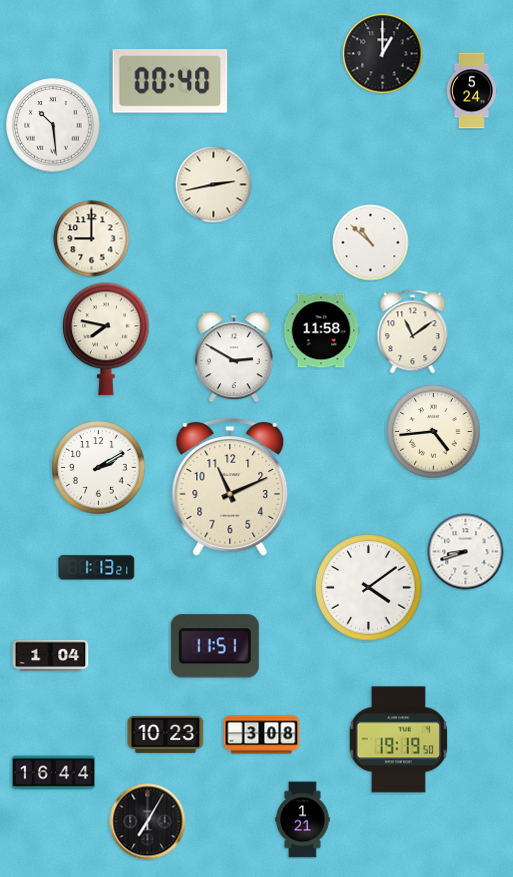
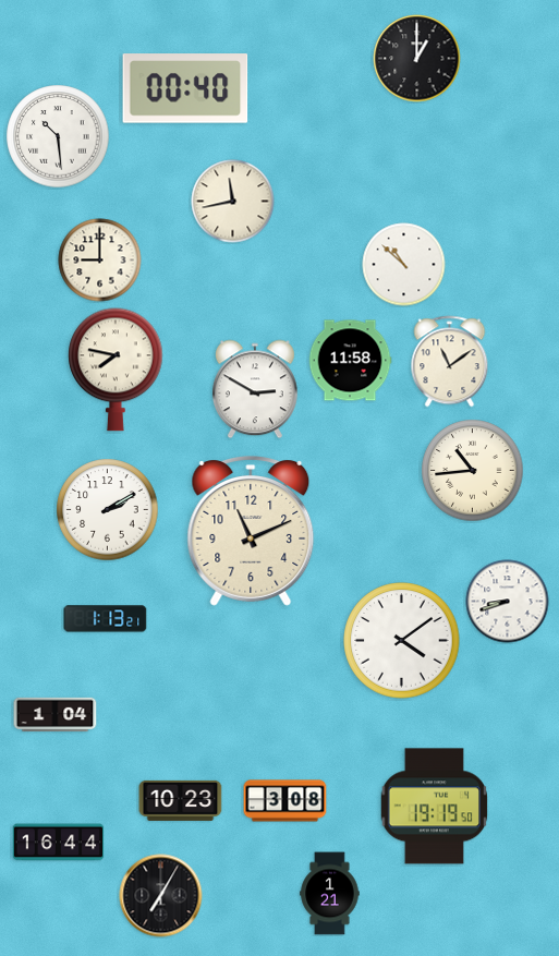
clock at (471, 91): 5:24 -> none
clock at (214, 185): 2:43 -> 11:43
clock at (434, 432): 4:44 -> 10:44
clock at (215, 646): 11:51 -> none
